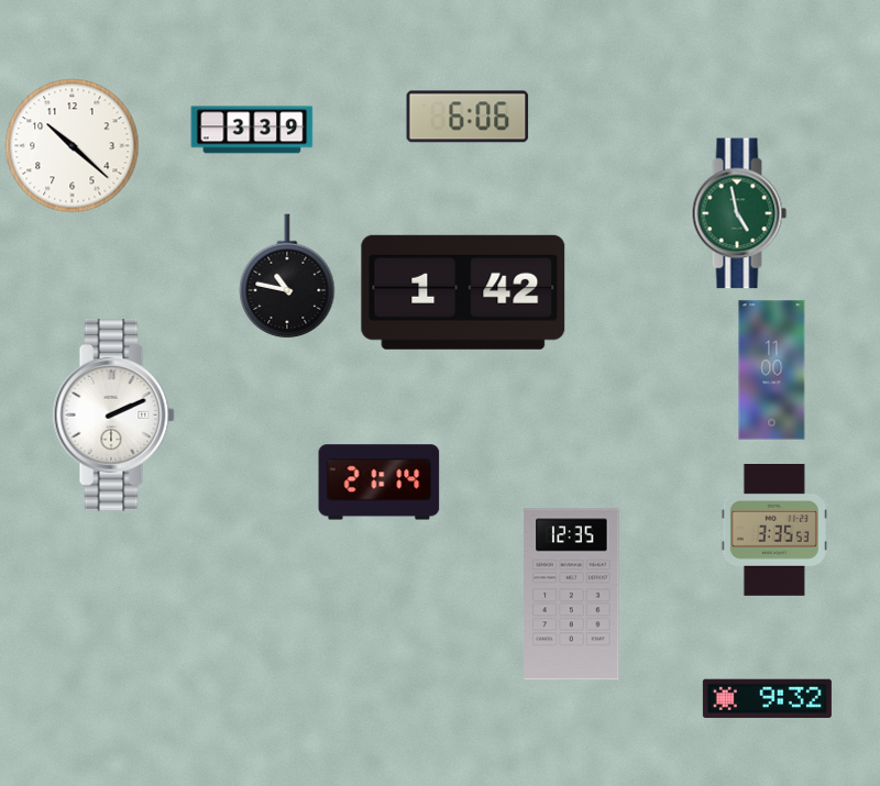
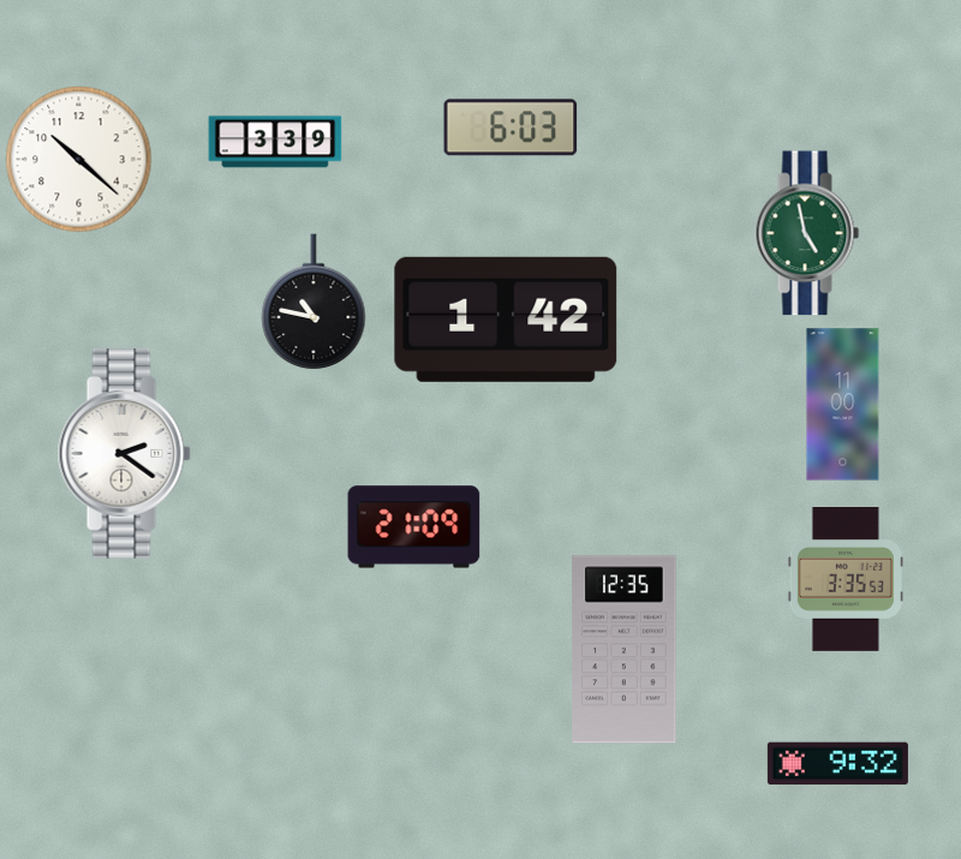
clock at (468, 117): 6:06 -> 6:03
clock at (113, 416): 2:11 -> 2:21
clock at (380, 483): 21:14 -> 21:09
